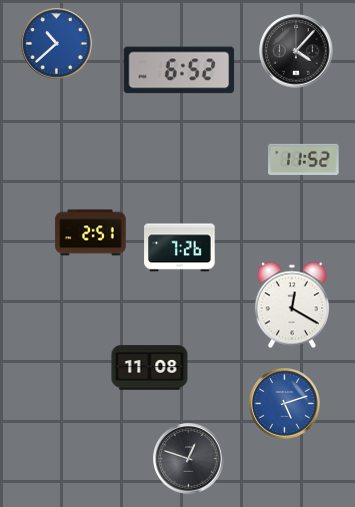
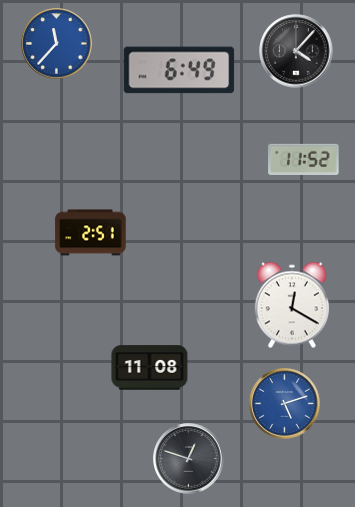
clock at (57, 44): 10:38 -> 11:37
clock at (179, 70): 6:52 -> 6:49
clock at (180, 248): 7:26 -> none
